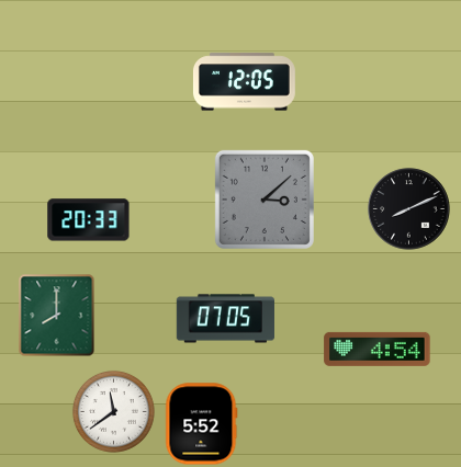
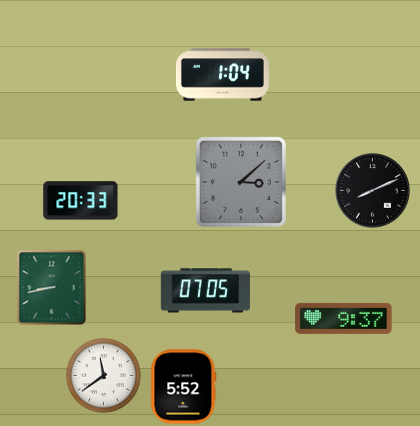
clock at (244, 82): 12:05 -> 1:04
clock at (57, 316): 8:00 -> 8:43
clock at (378, 349): 4:54 -> 9:37
